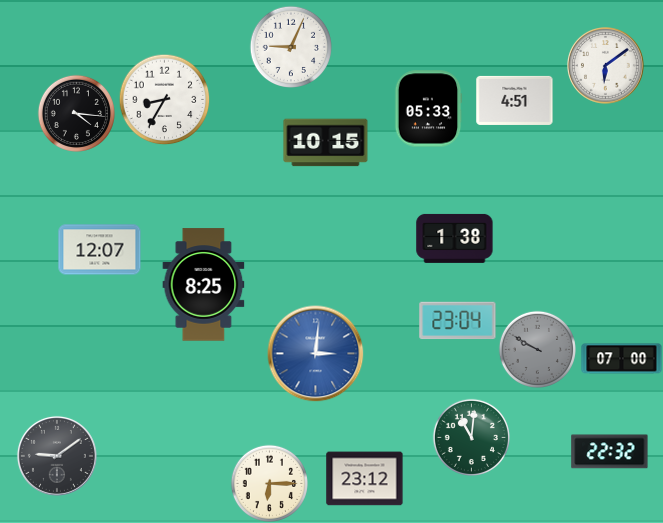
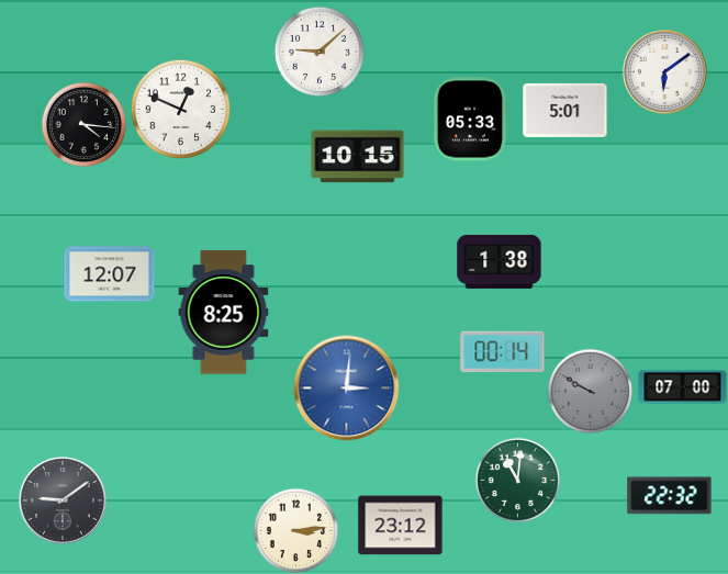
clock at (290, 46): 9:04 -> 9:08
clock at (164, 99): 8:35 -> 12:49
clock at (515, 100): 4:51 -> 5:01
clock at (458, 321): 23:04 -> 00:14
clock at (537, 349) position: (537, 349) -> (590, 391)
clock at (622, 359) position: (622, 359) -> (683, 387)
clock at (269, 483): 6:15 -> 3:14
